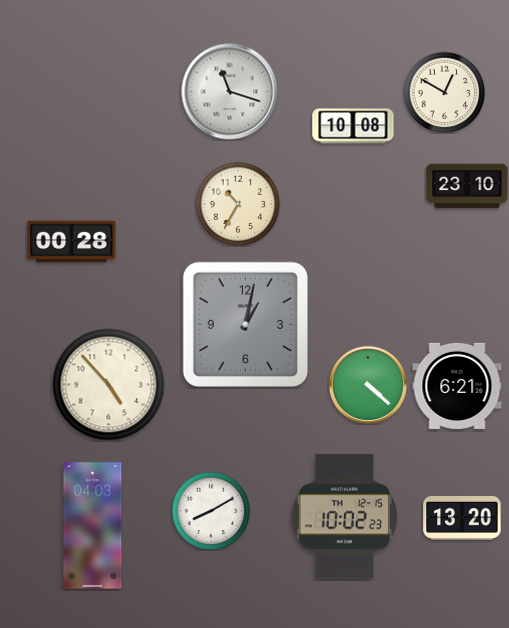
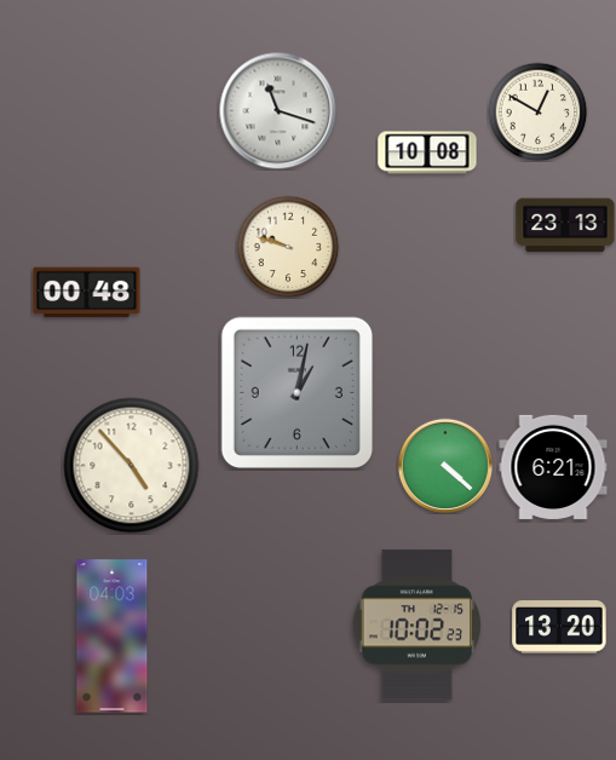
clock at (467, 186): 23:10 -> 23:13
clock at (238, 204): 10:35 -> 9:48
clock at (72, 242): 00:28 -> 00:48
clock at (211, 511): 8:10 -> none
